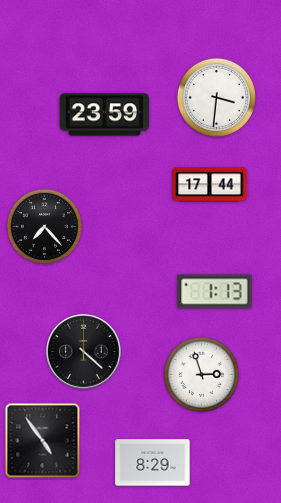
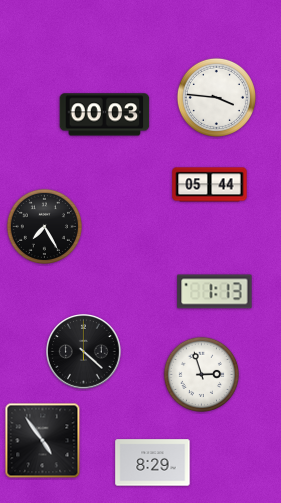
clock at (216, 97): 3:31 -> 3:46
clock at (105, 115): 23:59 -> 00:03
clock at (210, 185): 17:44 -> 05:44
clock at (44, 226): 7:23 -> 7:25
